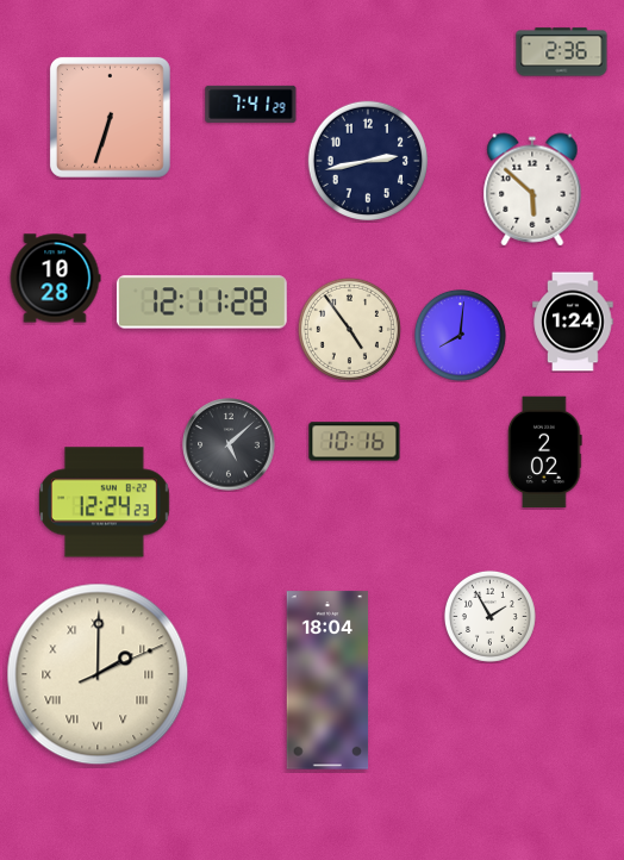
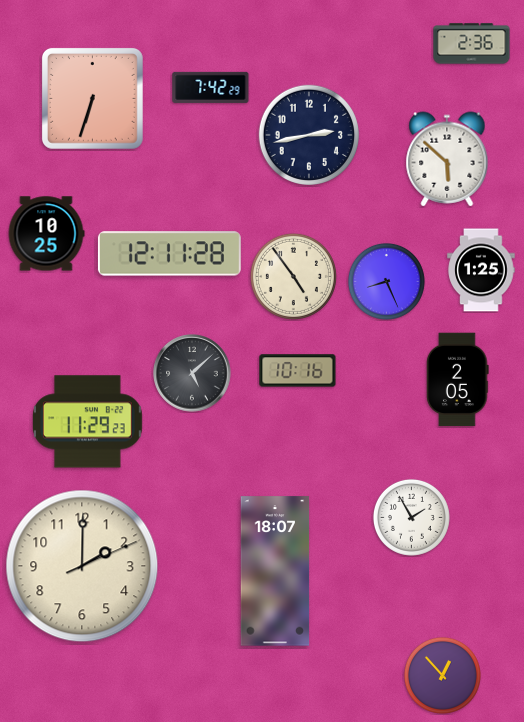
clock at (251, 104): 7:41 -> 7:42
clock at (55, 279): 10:28 -> 10:25
clock at (573, 322): 1:24 -> 1:25
clock at (460, 335): 8:01 -> 8:26
clock at (545, 453): 2:02 -> 2:05
clock at (105, 503): 12:24 -> 11:29
clock at (98, 674) numerals: Roman -> Arabic
clock at (327, 680): 18:04 -> 18:07
clock at (442, 675): none -> 12:53
